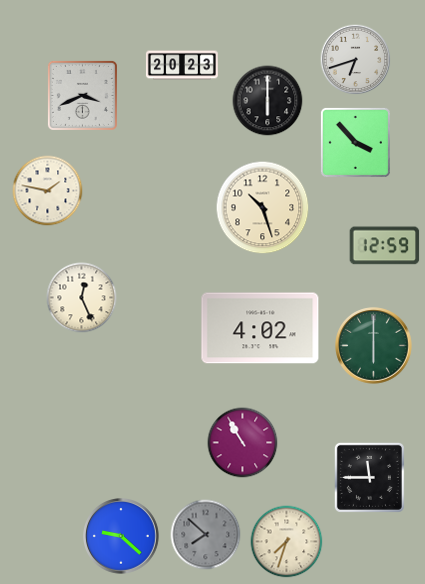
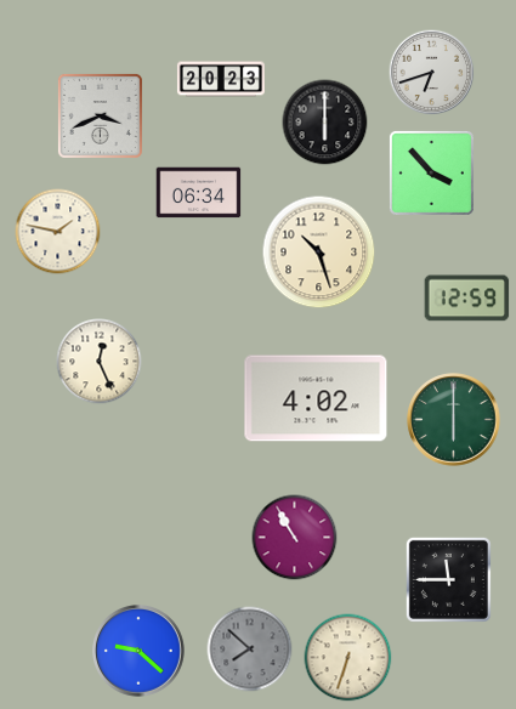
clock at (199, 193): none -> 06:34
clock at (122, 537) position: (122, 537) -> (140, 652)
clock at (287, 542): 7:33 -> 6:33
